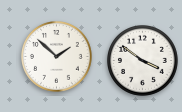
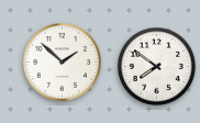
clock at (143, 61): 3:51 -> 7:51
